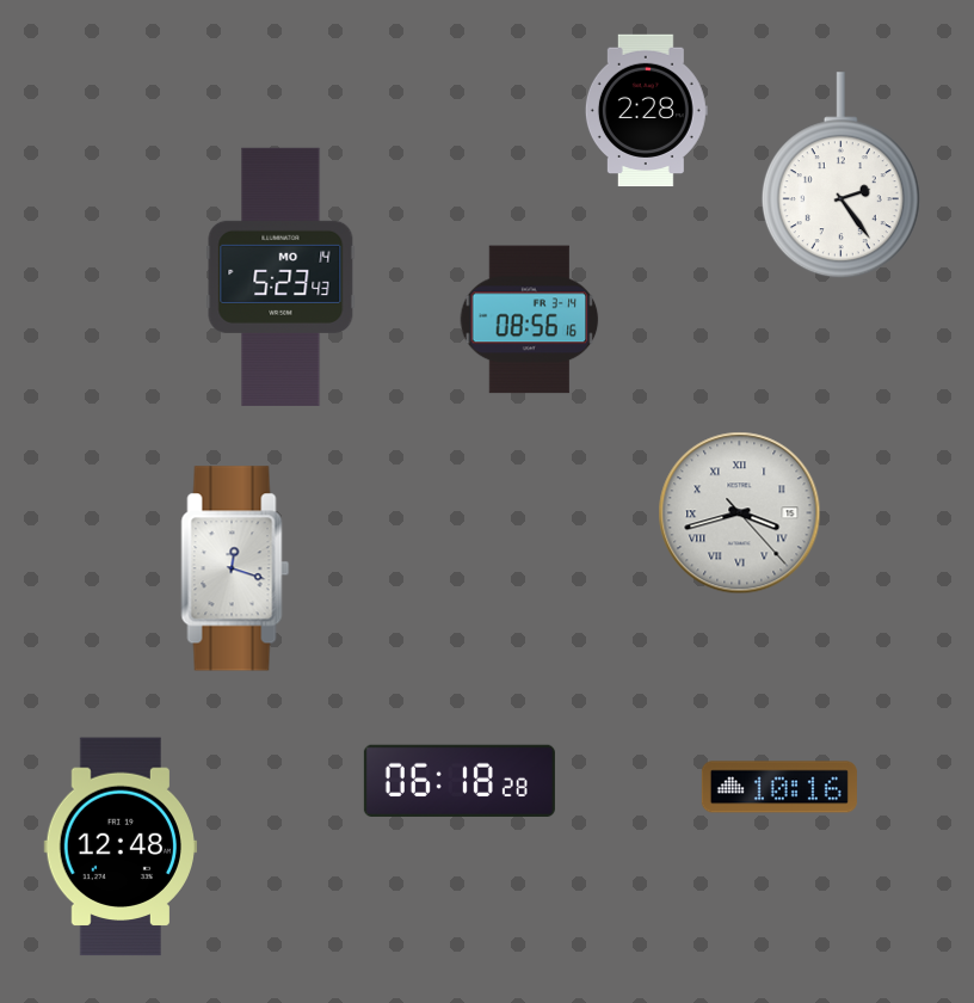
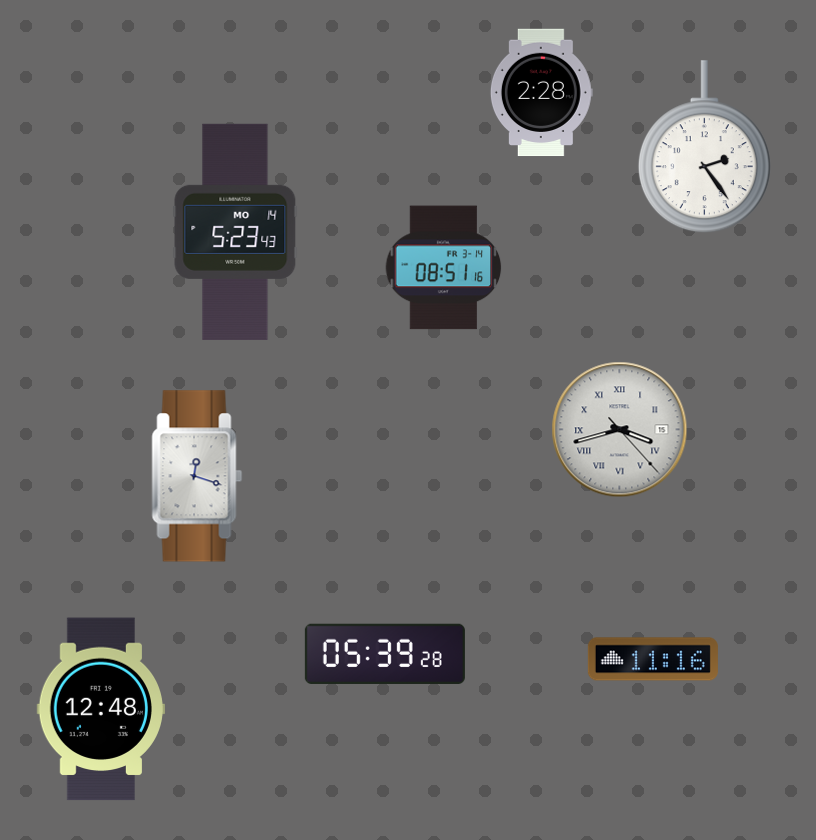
clock at (530, 320): 08:56 -> 08:51
clock at (460, 780): 06:18 -> 05:39
clock at (779, 787): 10:16 -> 11:16
